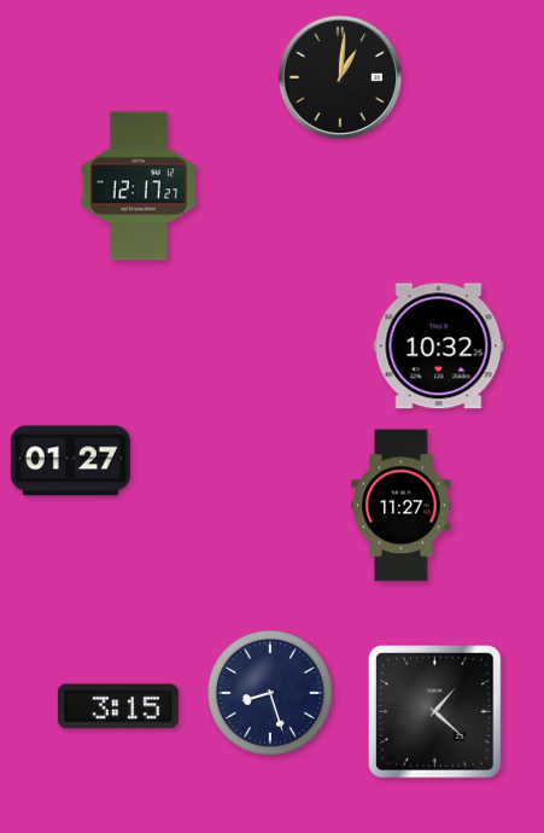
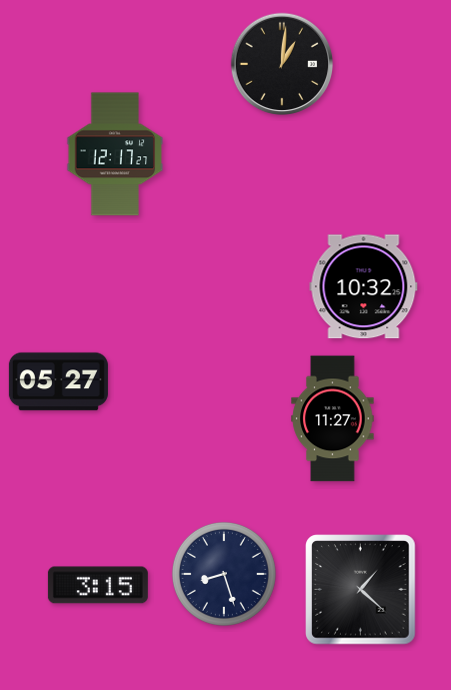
clock at (70, 461): 01:27 -> 05:27
